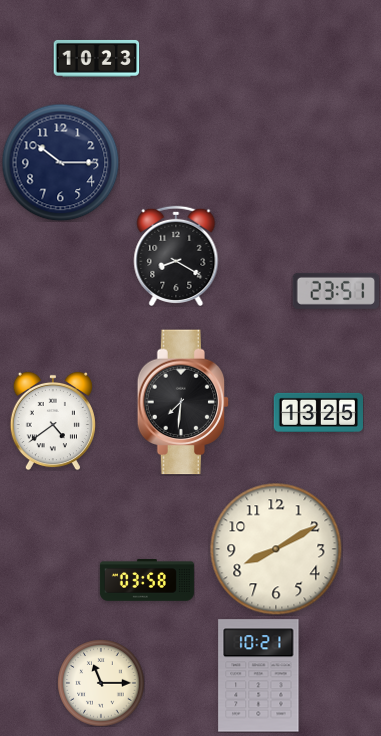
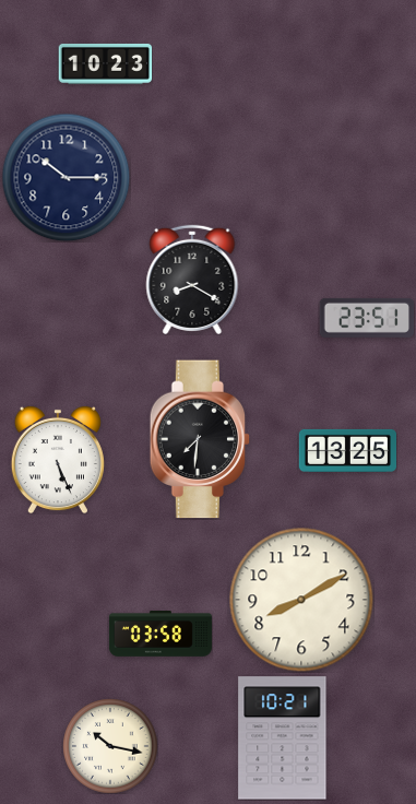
clock at (53, 421): 4:39 -> 5:26
clock at (101, 683): 11:15 -> 10:17
